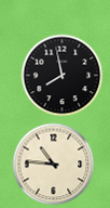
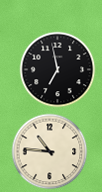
clock at (63, 76): 7:58 -> 6:58
